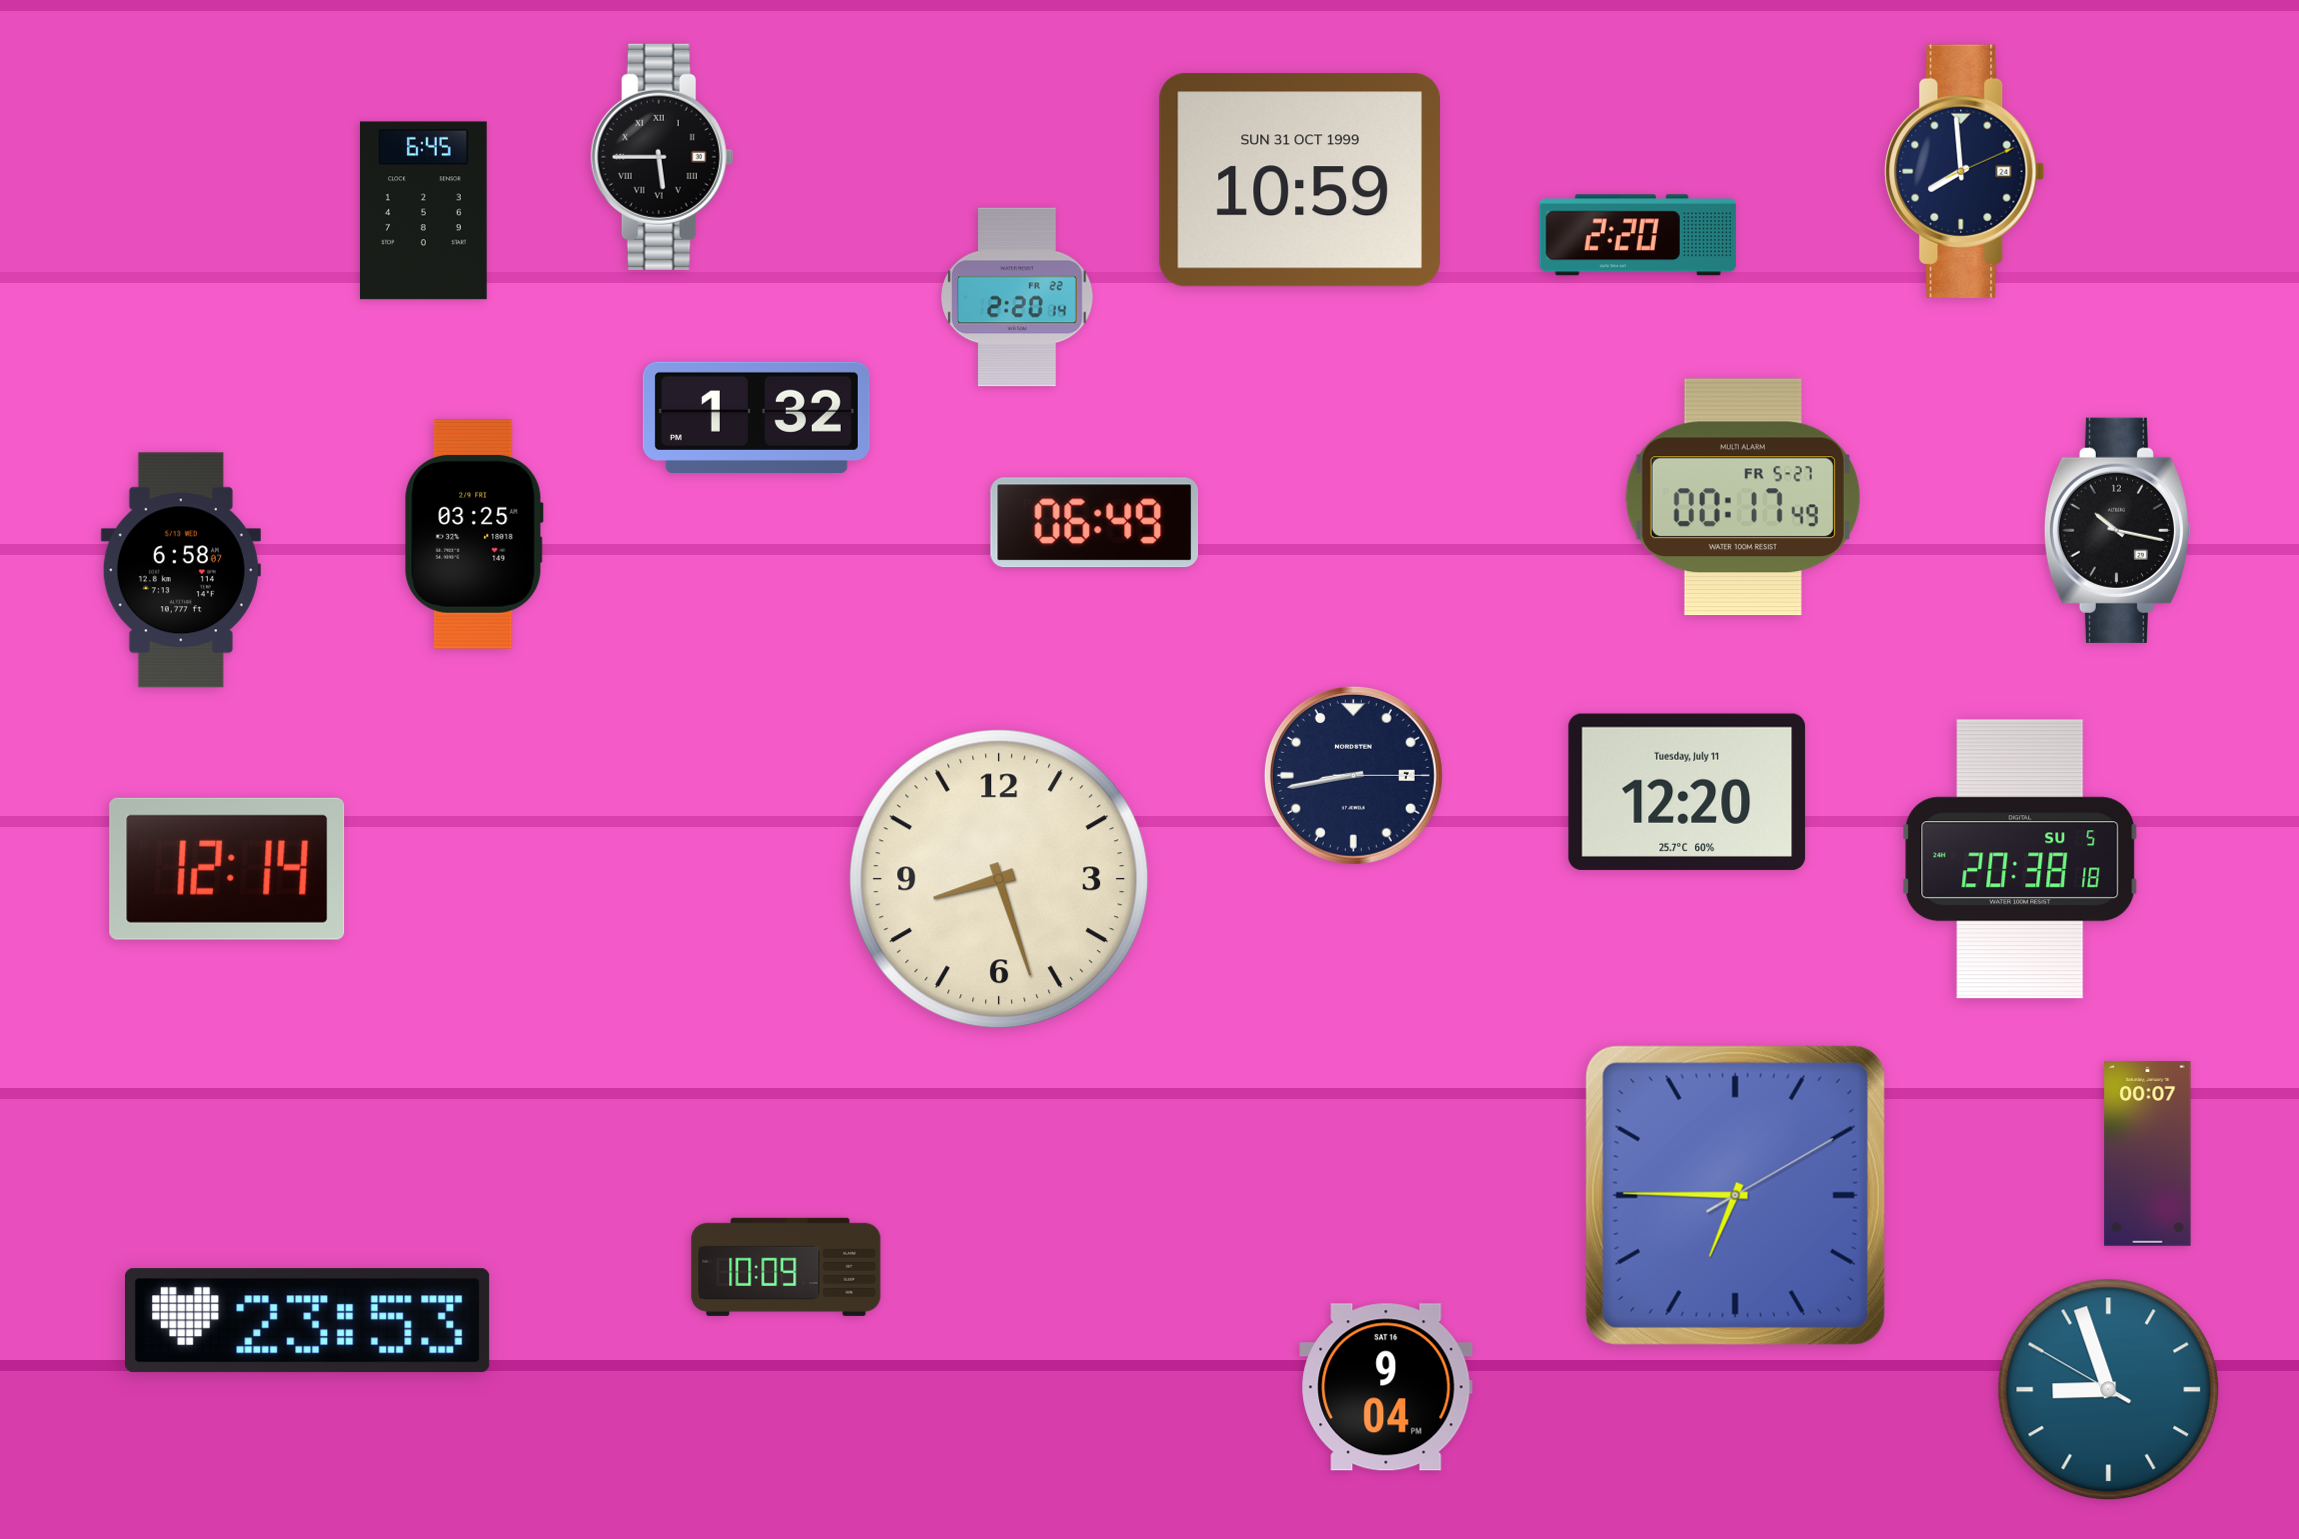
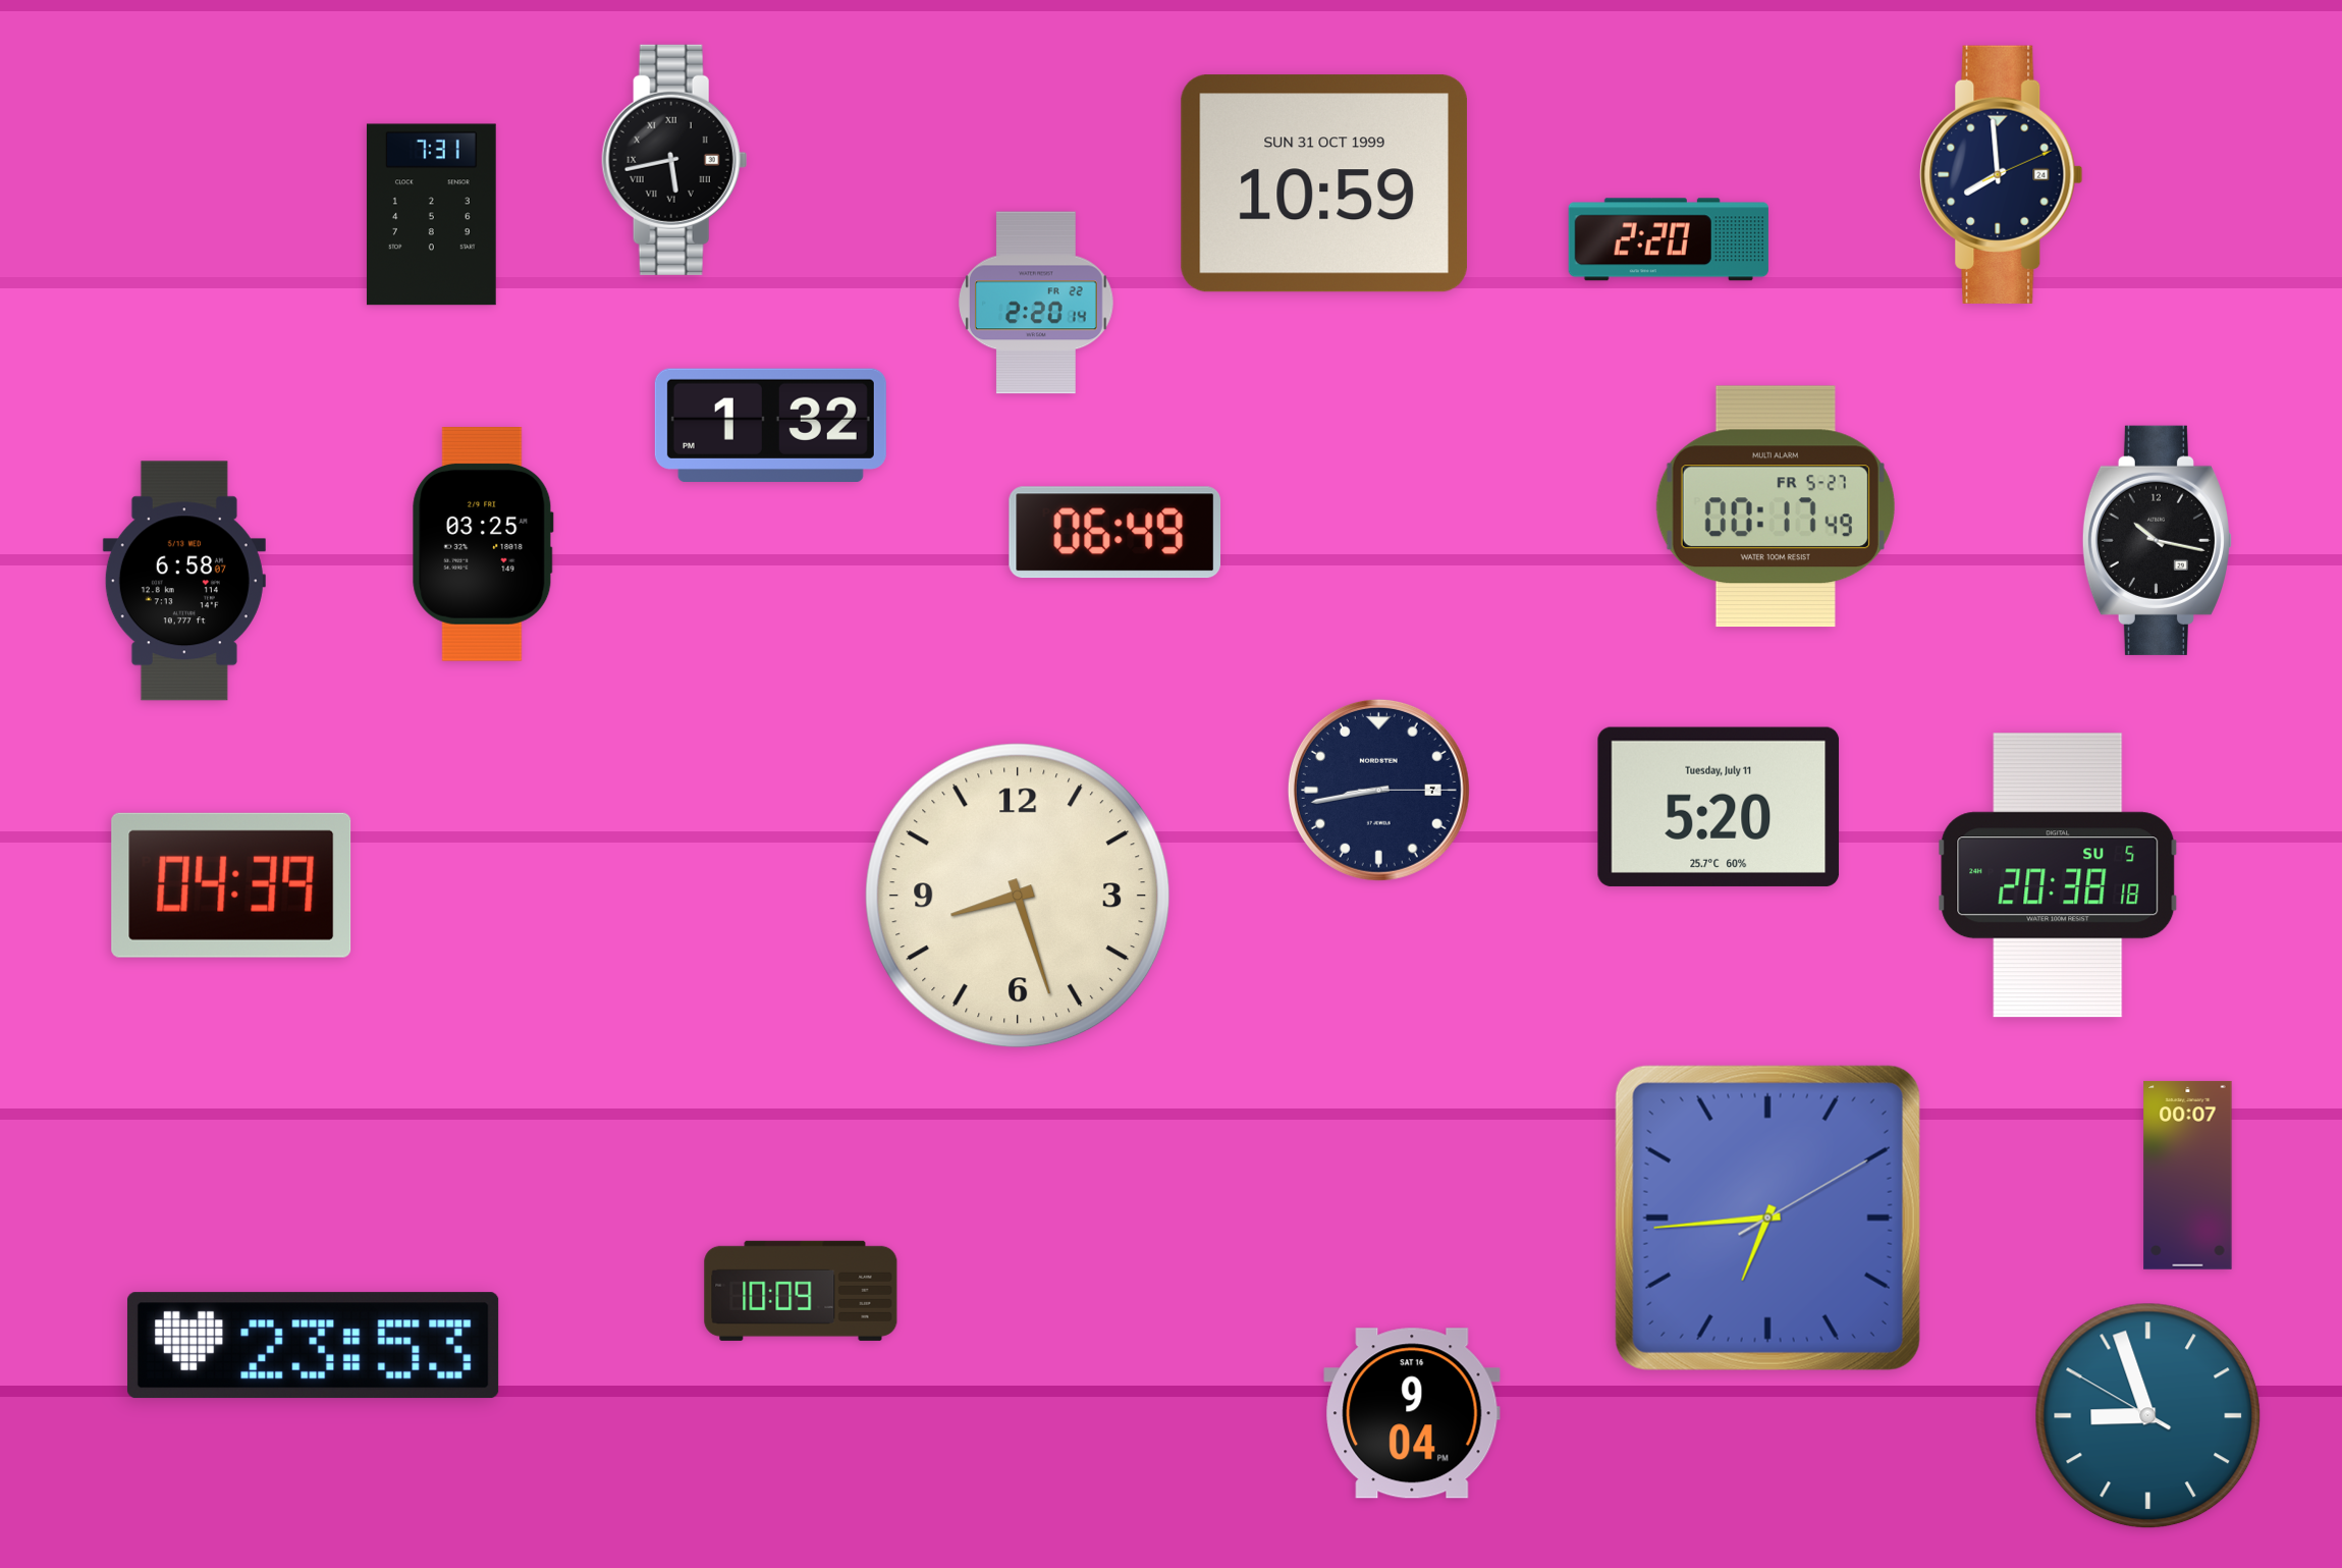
clock at (662, 157): 5:45 -> 5:43
clock at (424, 211): 6:45 -> 7:31
clock at (1687, 792): 12:20 -> 5:20
clock at (227, 869): 12:14 -> 04:39
clock at (1735, 1195): 6:45 -> 6:44
